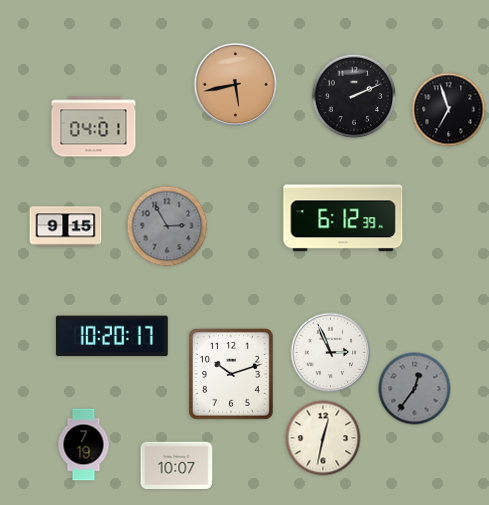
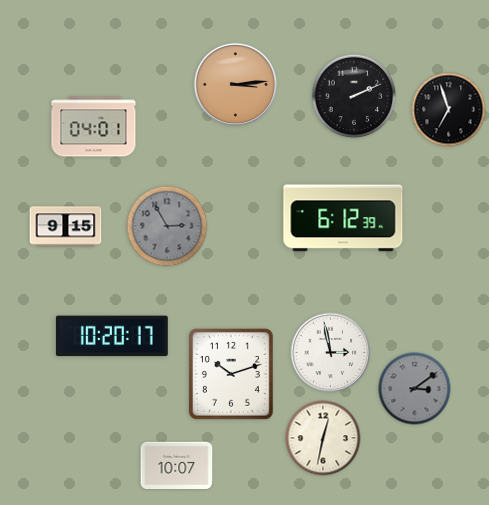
clock at (236, 85): 5:43 -> 3:14
clock at (331, 353): 2:56 -> 2:58
clock at (415, 389): 12:36 -> 3:09
clock at (84, 445): 7:19 -> none
